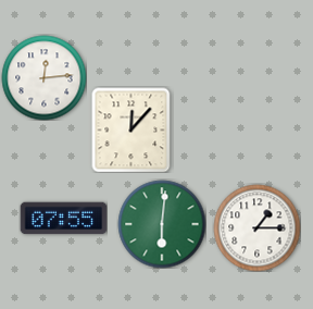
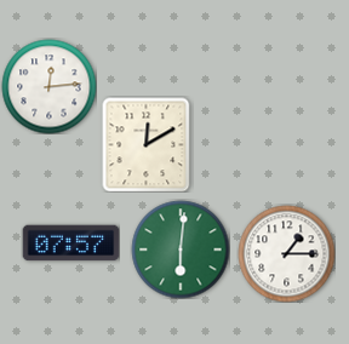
clock at (132, 129): 12:07 -> 12:10
clock at (63, 219): 07:55 -> 07:57
